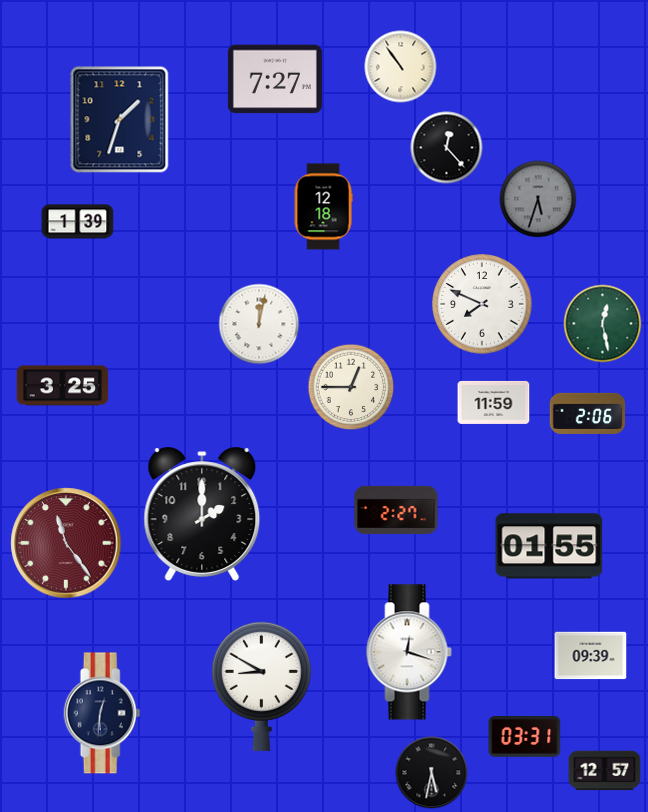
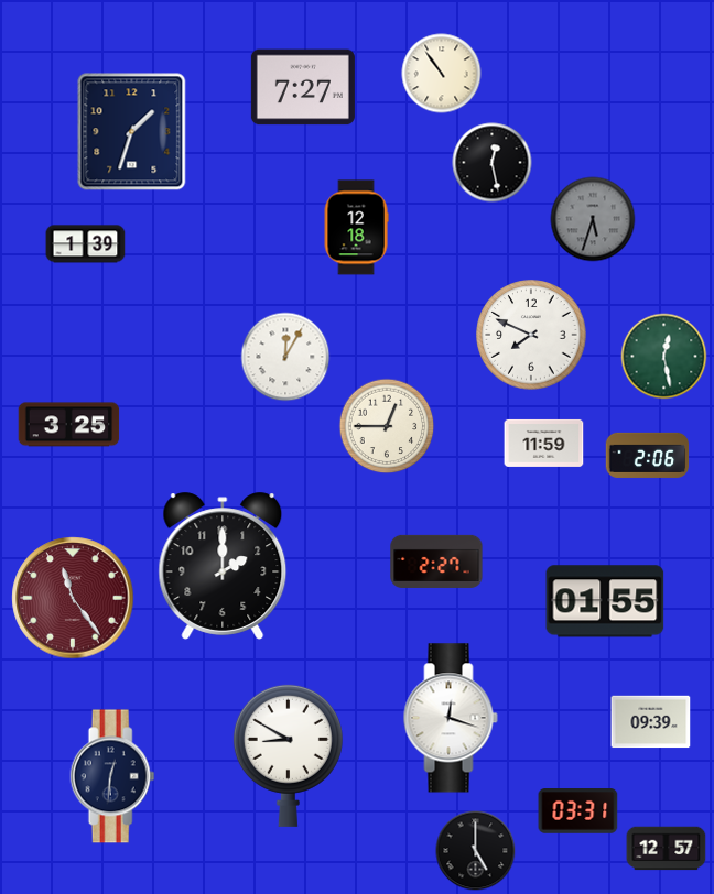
clock at (447, 148): 12:23 -> 12:28
clock at (259, 324): 12:02 -> 12:05
clock at (102, 713) position: (102, 713) -> (112, 776)
clock at (432, 773): 5:32 -> 5:00
